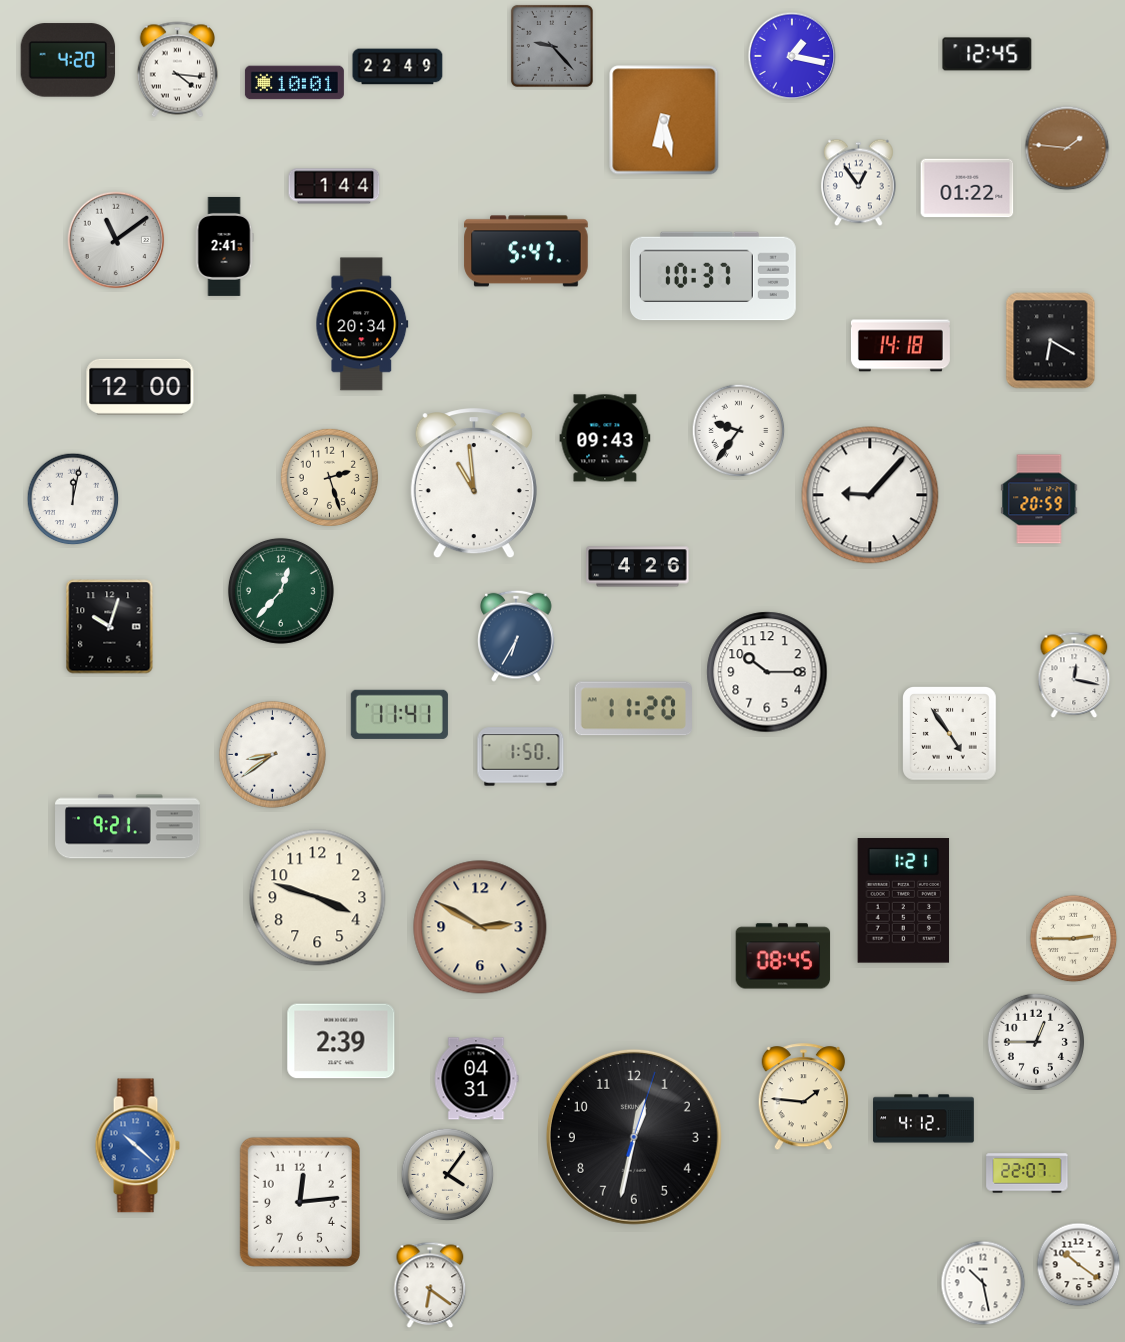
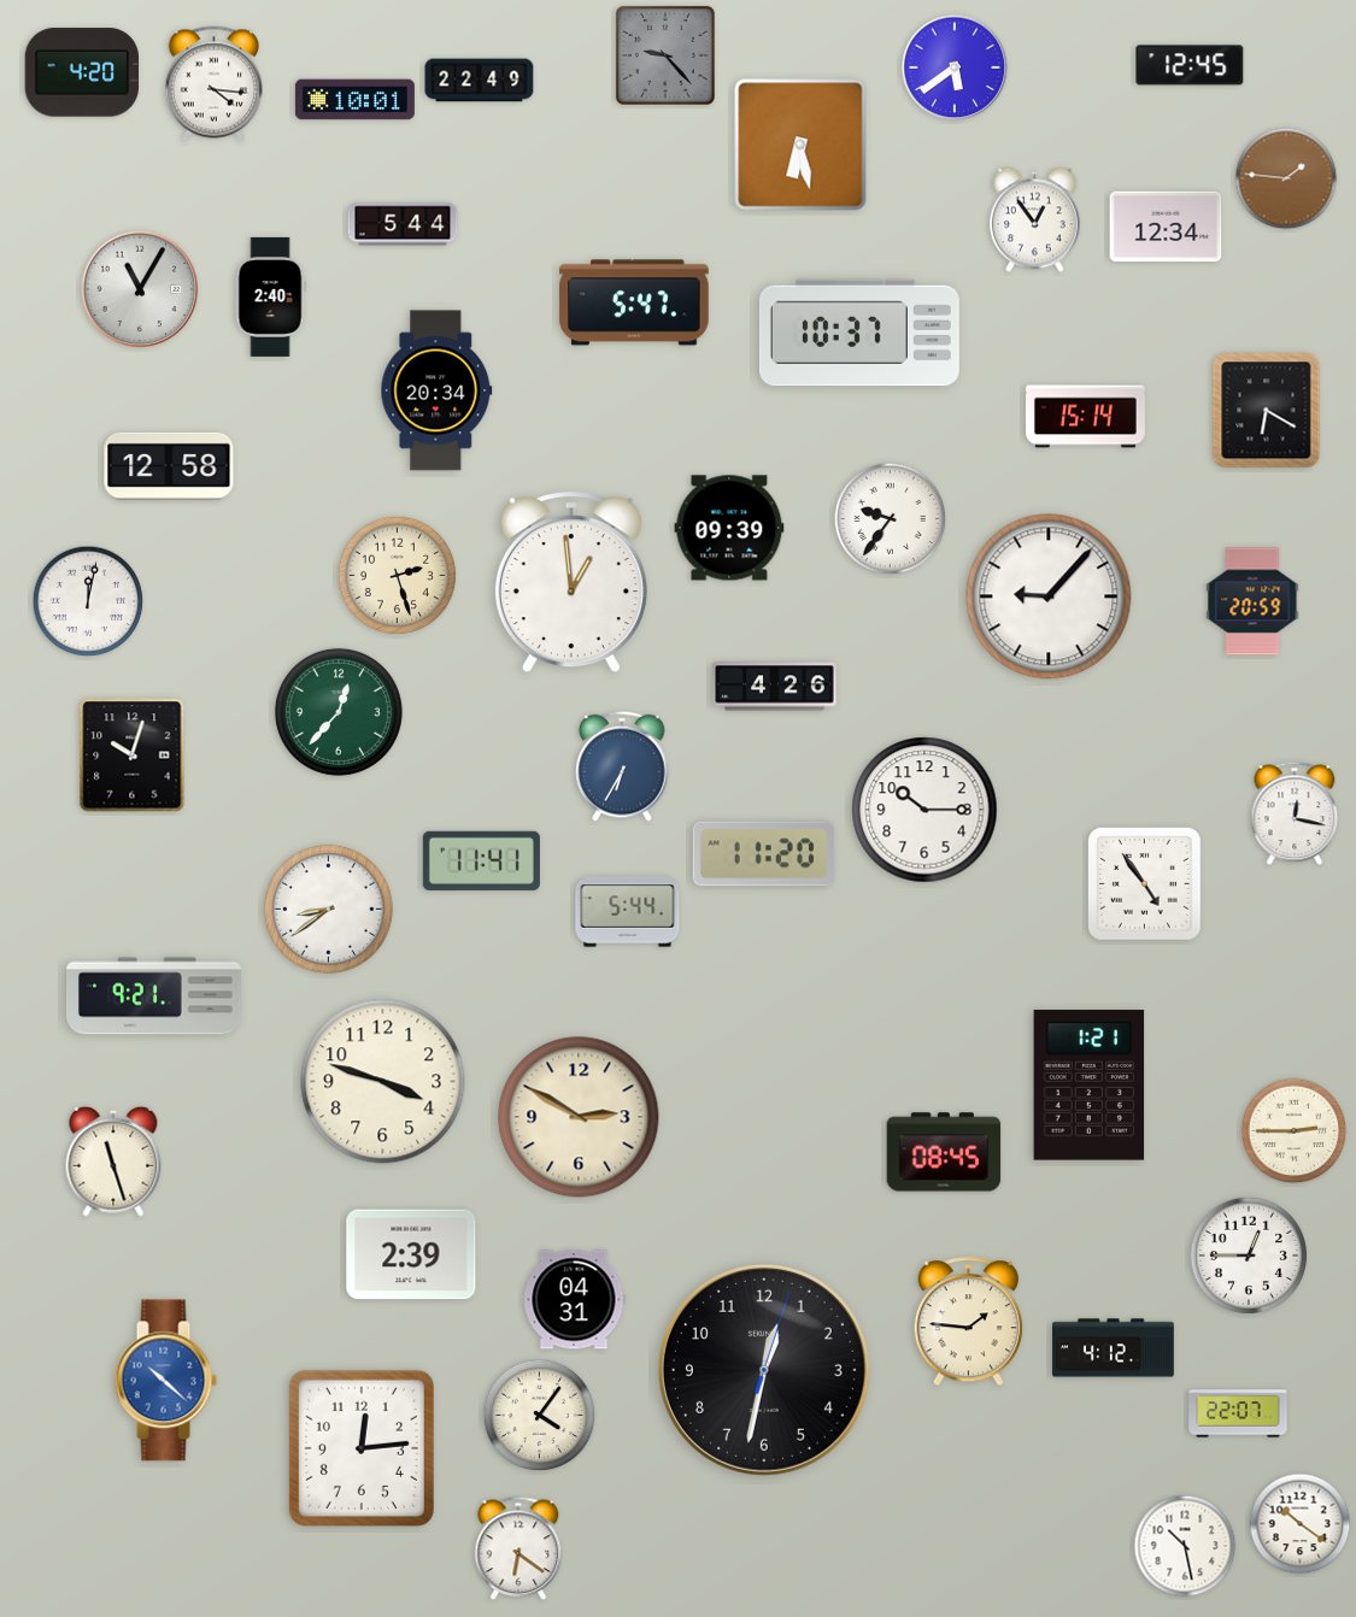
clock at (792, 56): 1:17 -> 5:39
clock at (334, 186): 1:44 -> 5:44
clock at (967, 188): 01:22 -> 12:34
clock at (116, 240): 11:09 -> 11:05
clock at (224, 246): 2:41 -> 2:40
clock at (900, 346): 14:18 -> 15:14
clock at (140, 387): 12:00 -> 12:58
clock at (605, 438): 09:43 -> 09:39
clock at (474, 484): 10:59 -> 12:59
clock at (638, 567) position: (638, 567) -> (775, 687)
clock at (521, 757): 1:50 -> 5:44
clock at (113, 1162): none -> 11:27
